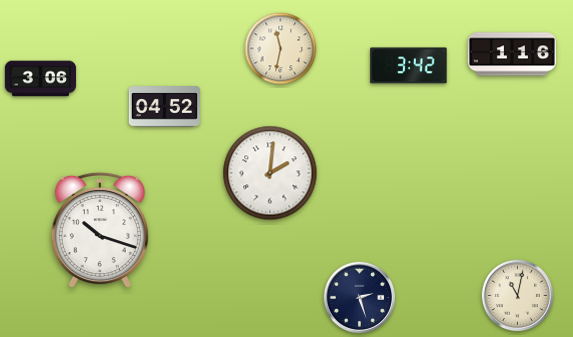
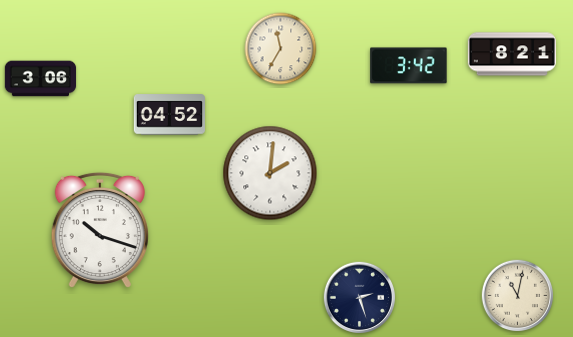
clock at (281, 49): 11:32 -> 11:35
clock at (512, 54): 1:16 -> 8:21
clock at (164, 107) position: (164, 107) -> (169, 115)
